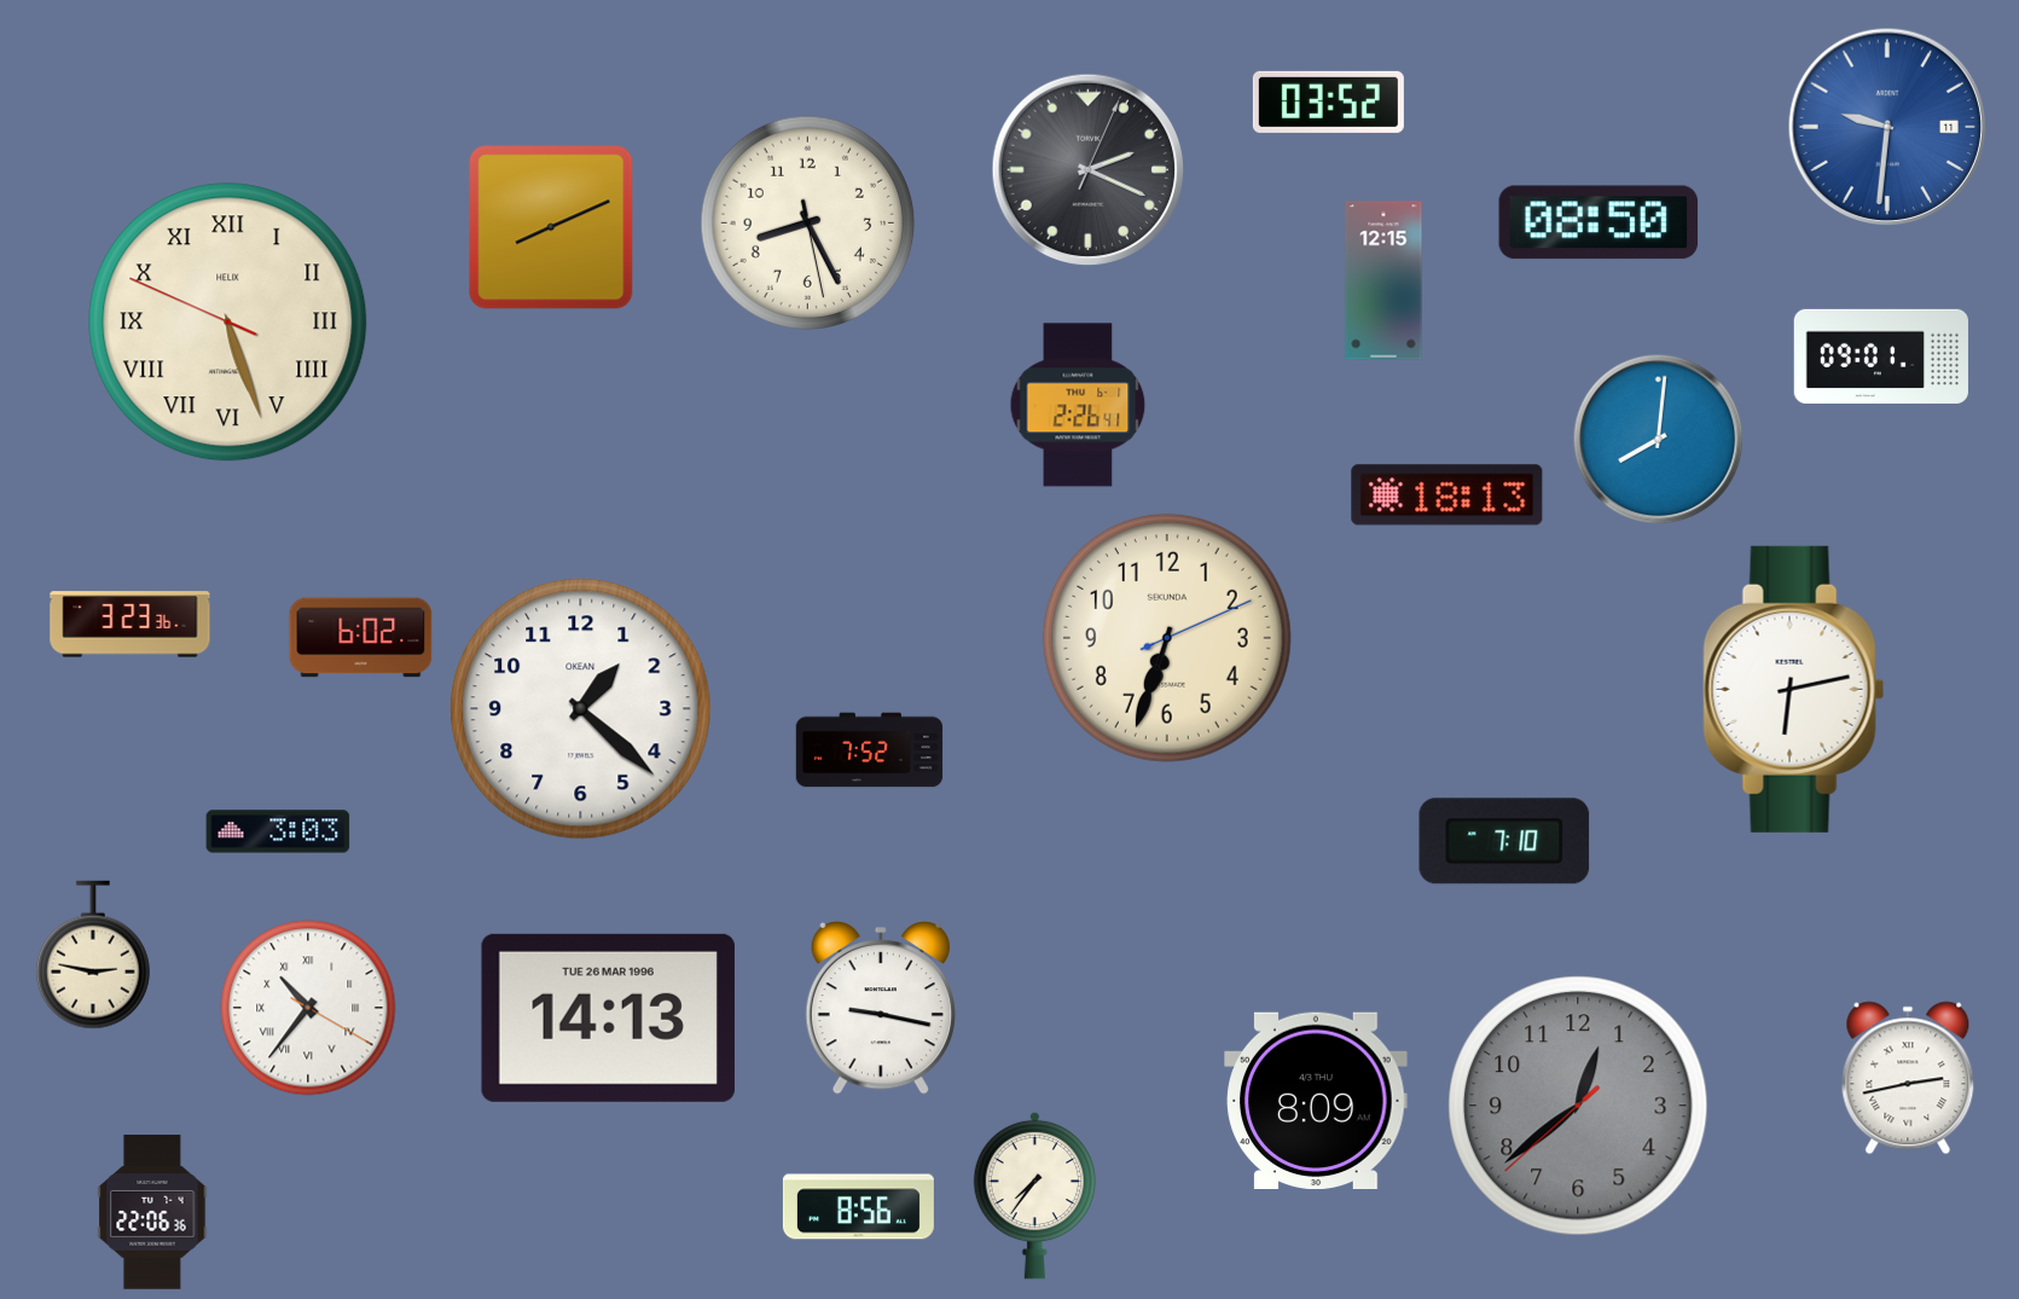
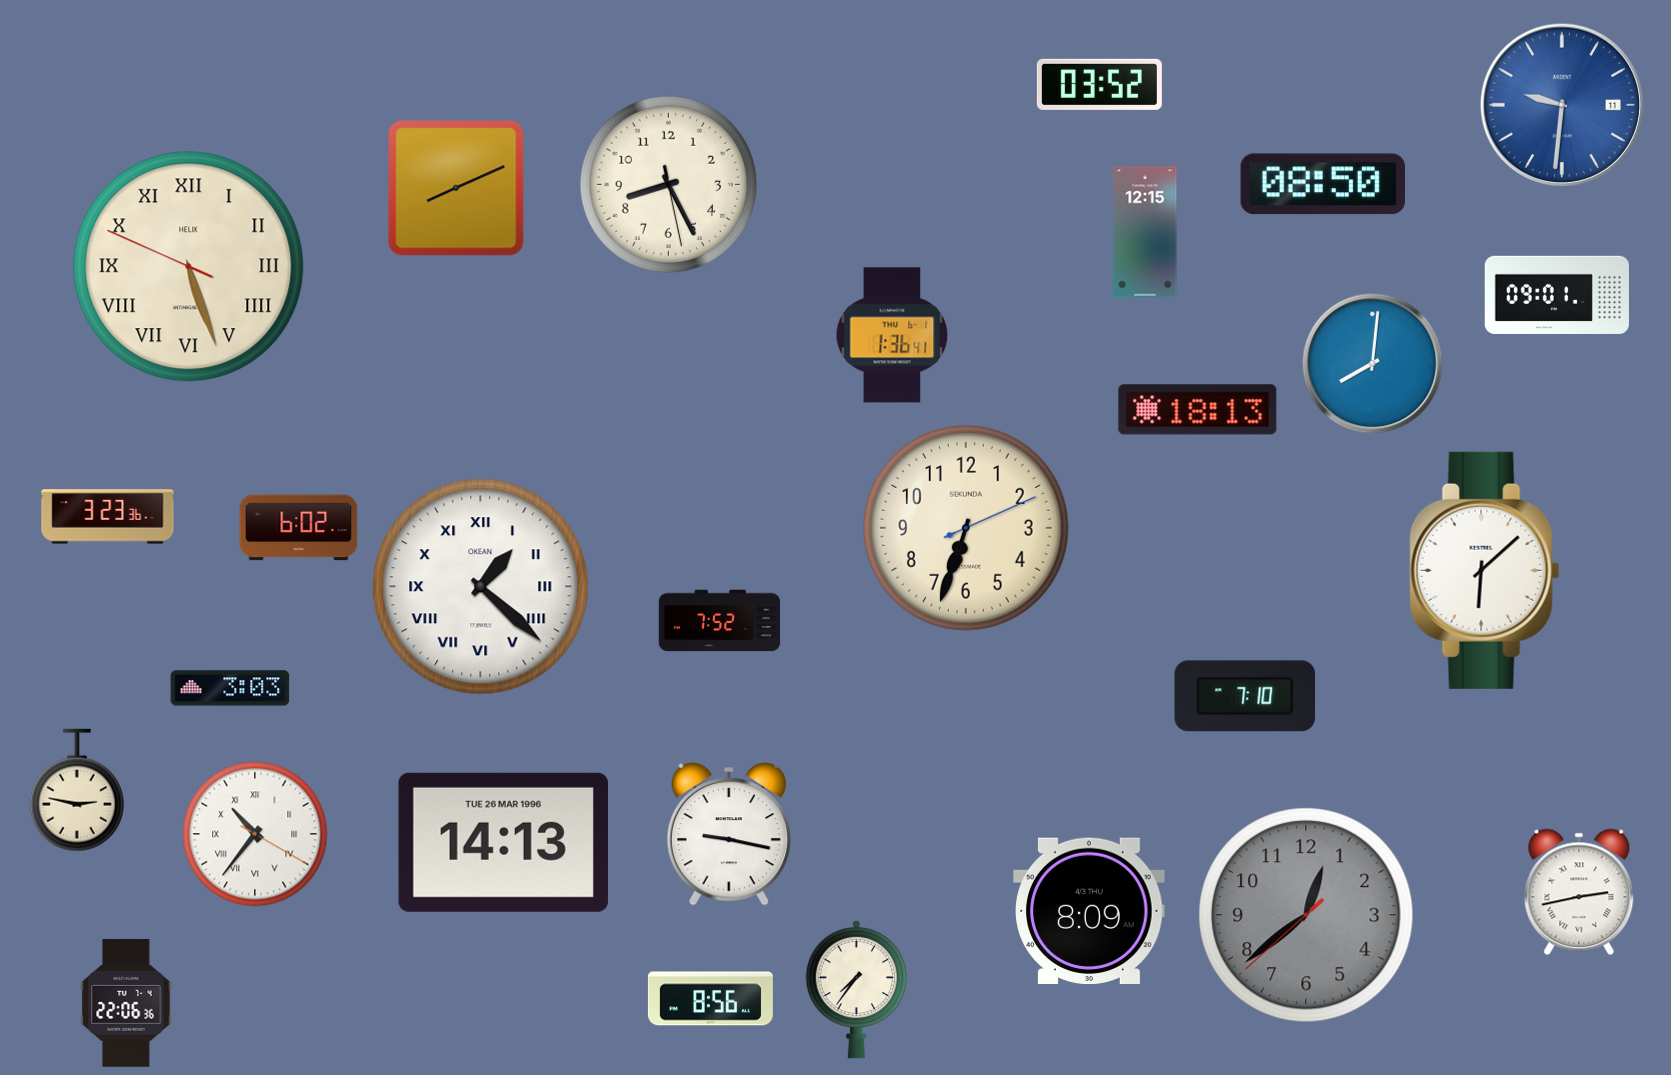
clock at (1089, 170): 2:19 -> none
clock at (1078, 405): 2:26 -> 1:36
clock at (1794, 689): 6:13 -> 6:08
clock at (581, 709) numerals: Arabic -> Roman
